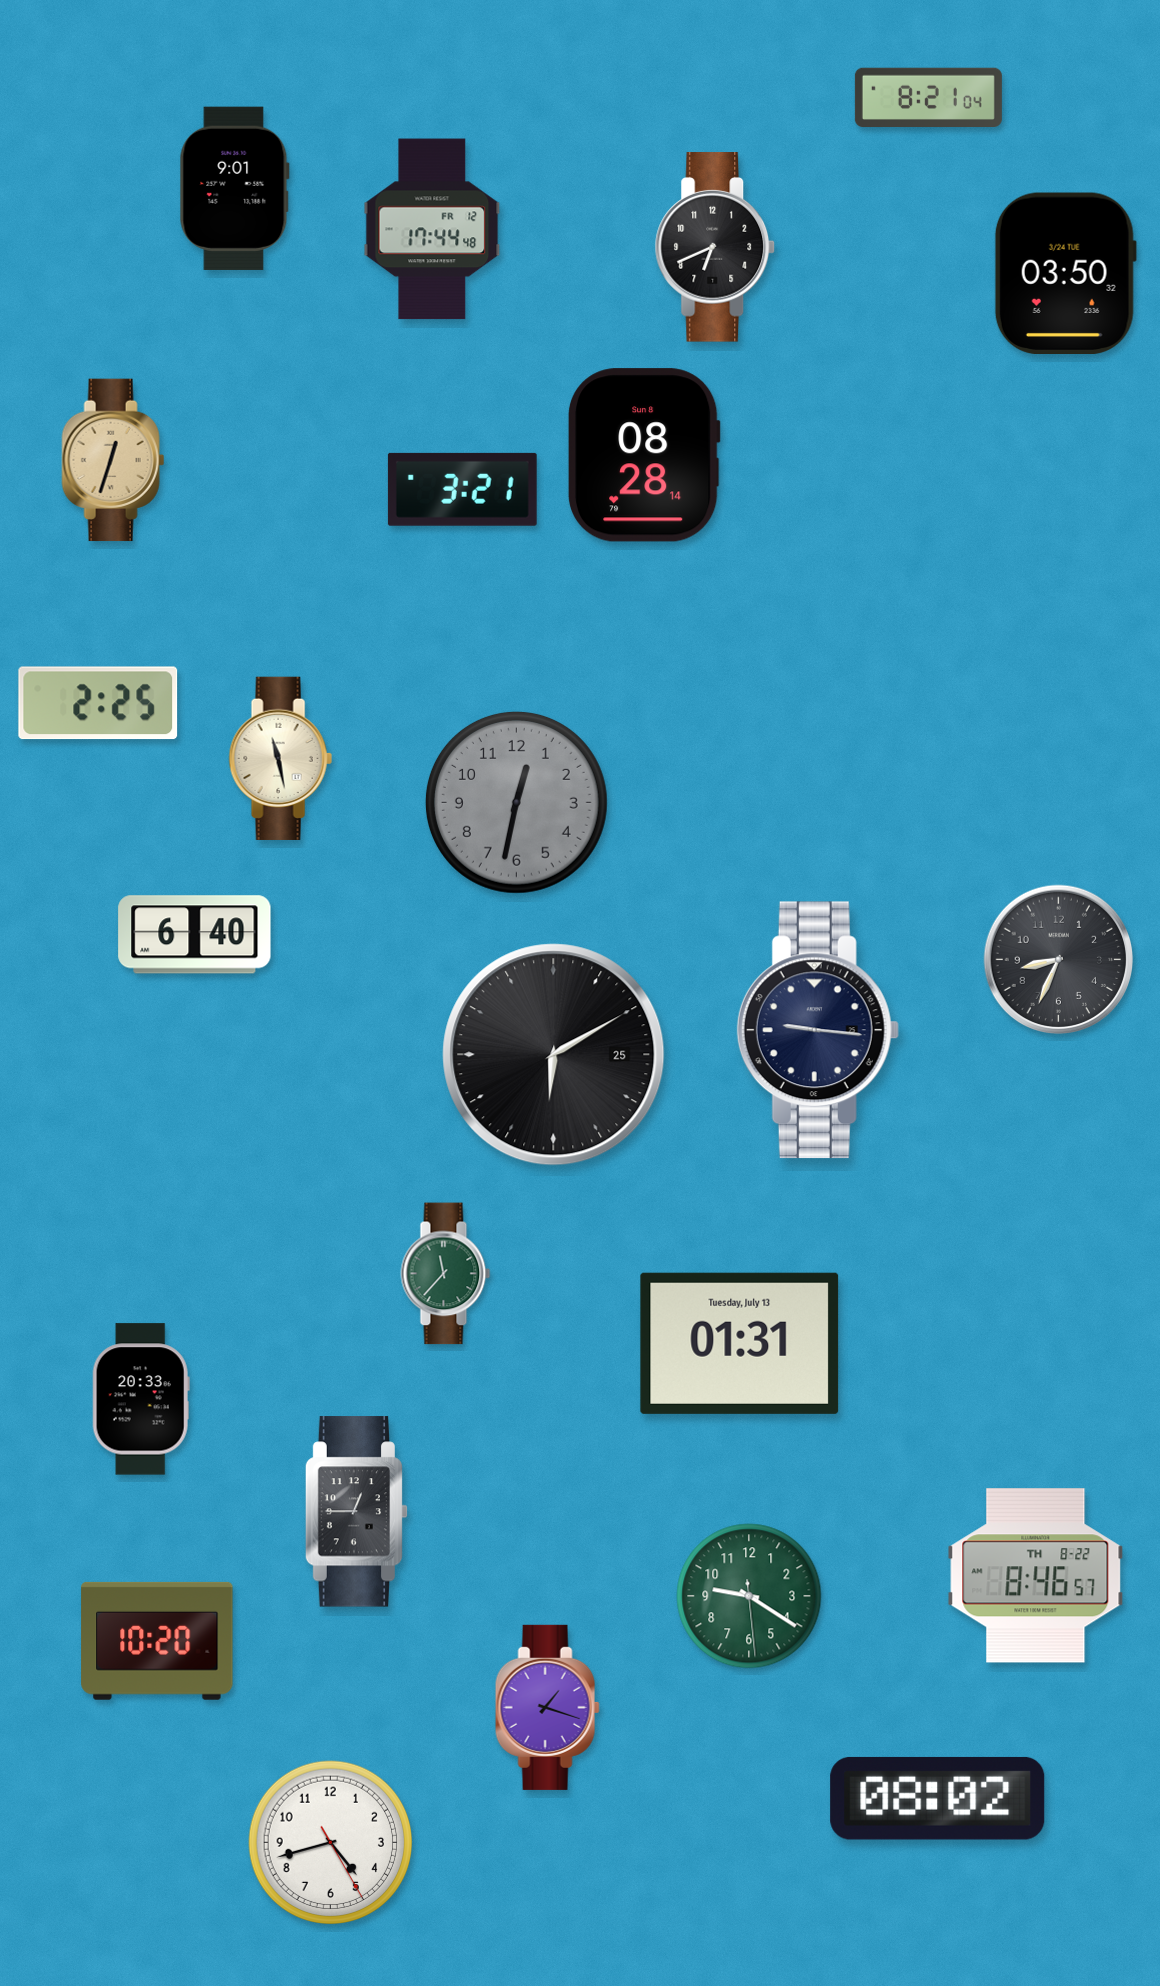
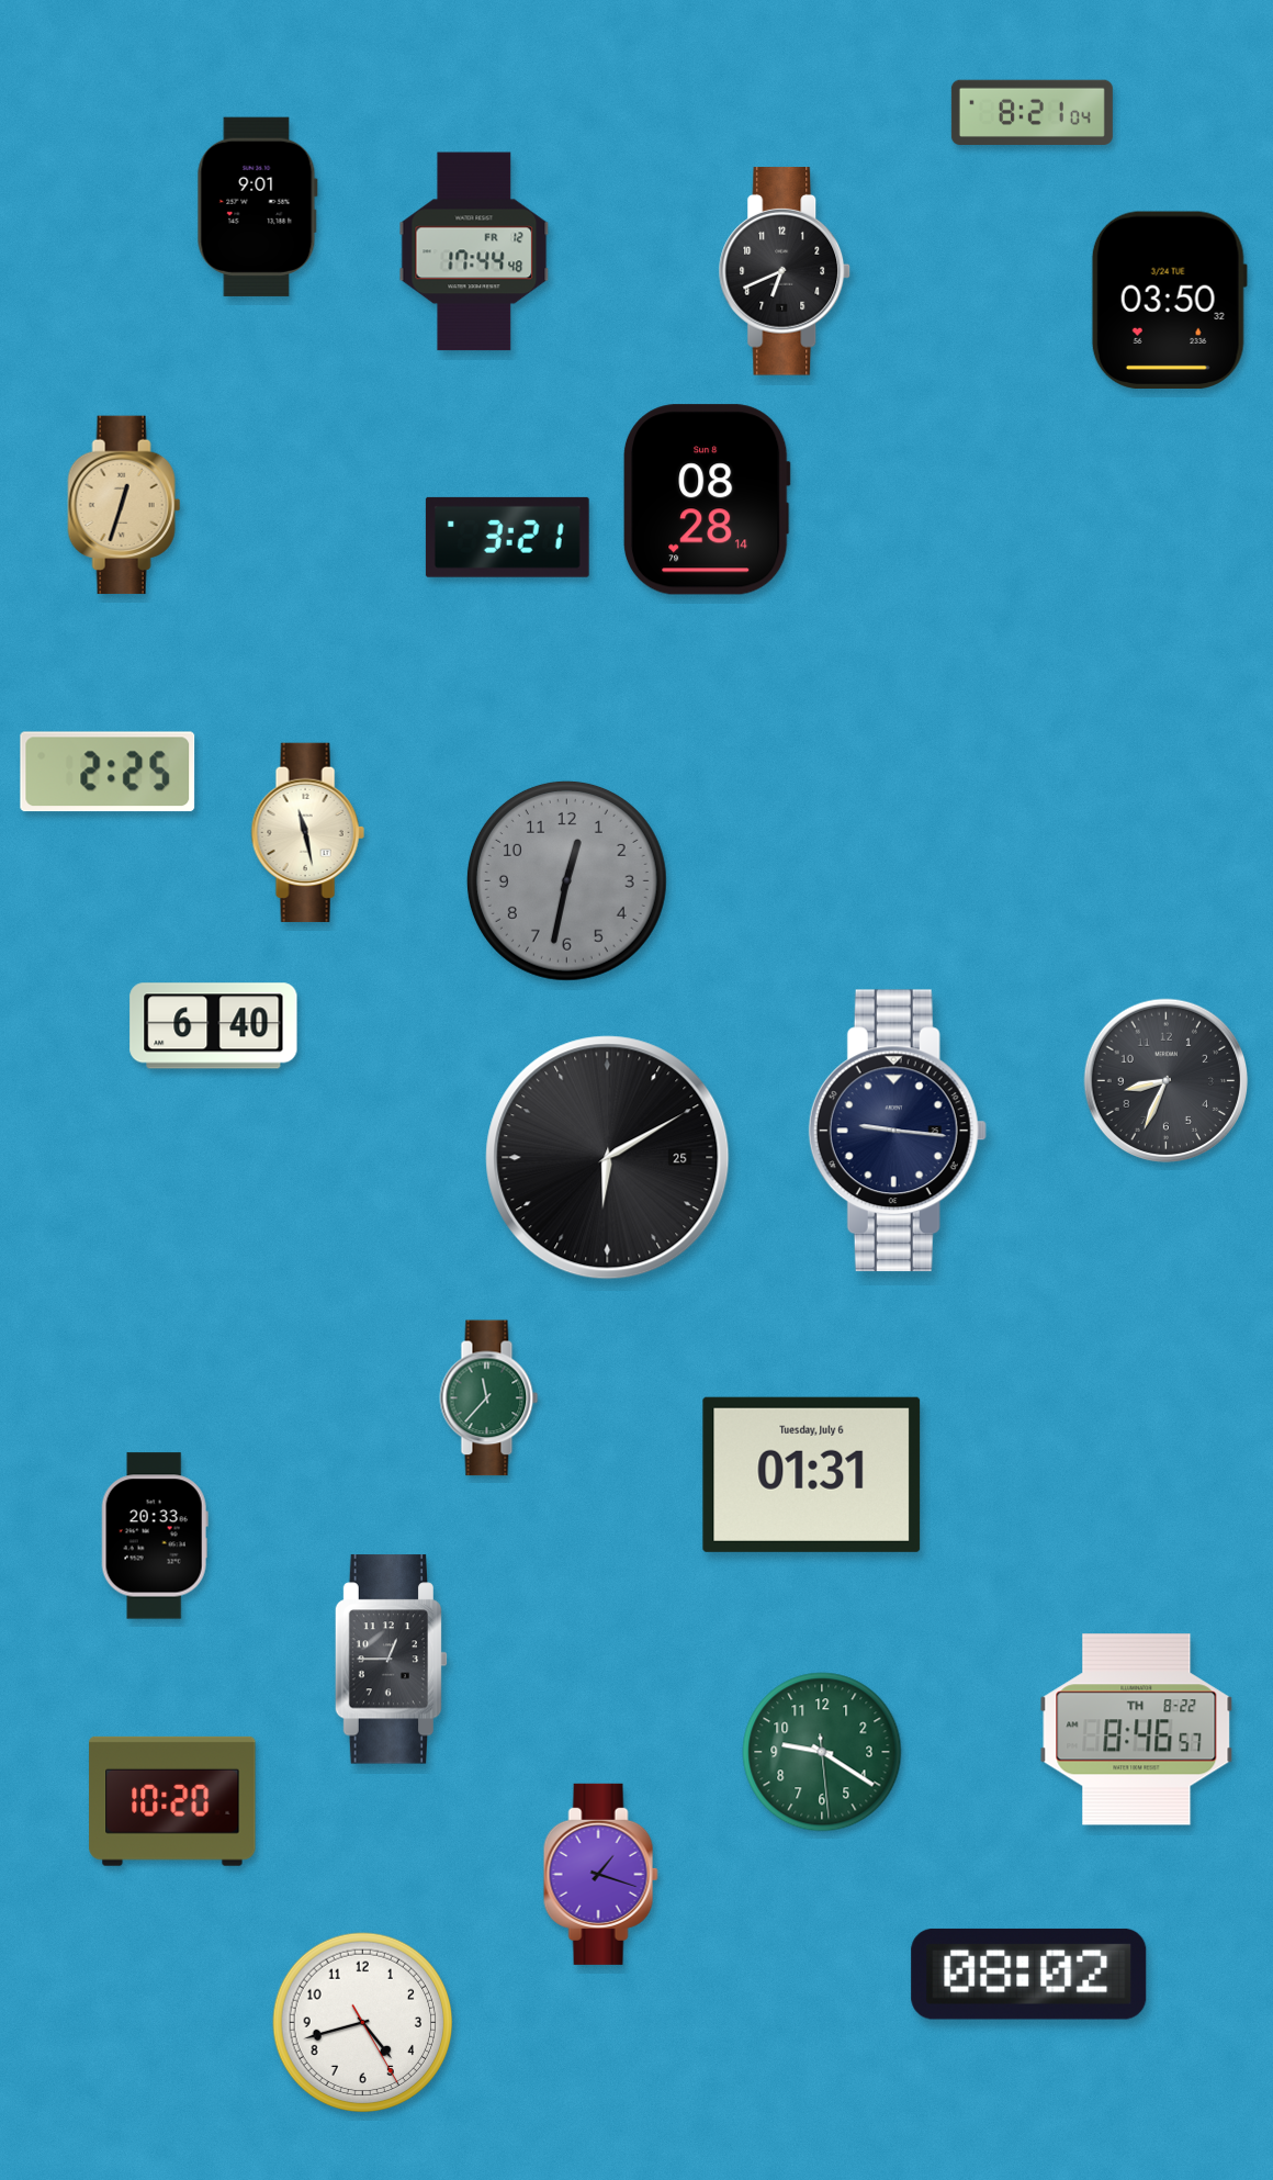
clock at (928, 97) position: (928, 97) -> (1032, 112)
clock at (1059, 960) position: (1059, 960) -> (1167, 1081)
clock at (740, 1343) date: Tuesday, July 13 -> Tuesday, July 6
